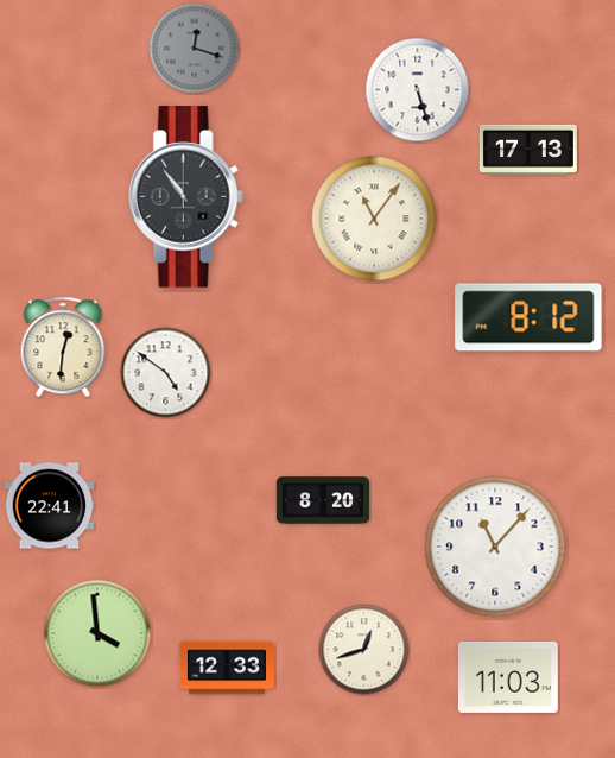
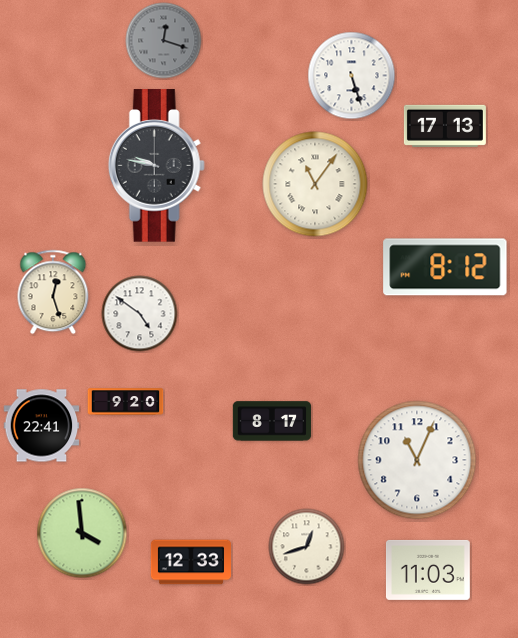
clock at (185, 197): 10:54 -> 9:47
clock at (63, 347): 12:31 -> 12:27
clock at (126, 402): none -> 9:20
clock at (323, 500): 8:20 -> 8:17
clock at (495, 547): 11:07 -> 11:04
